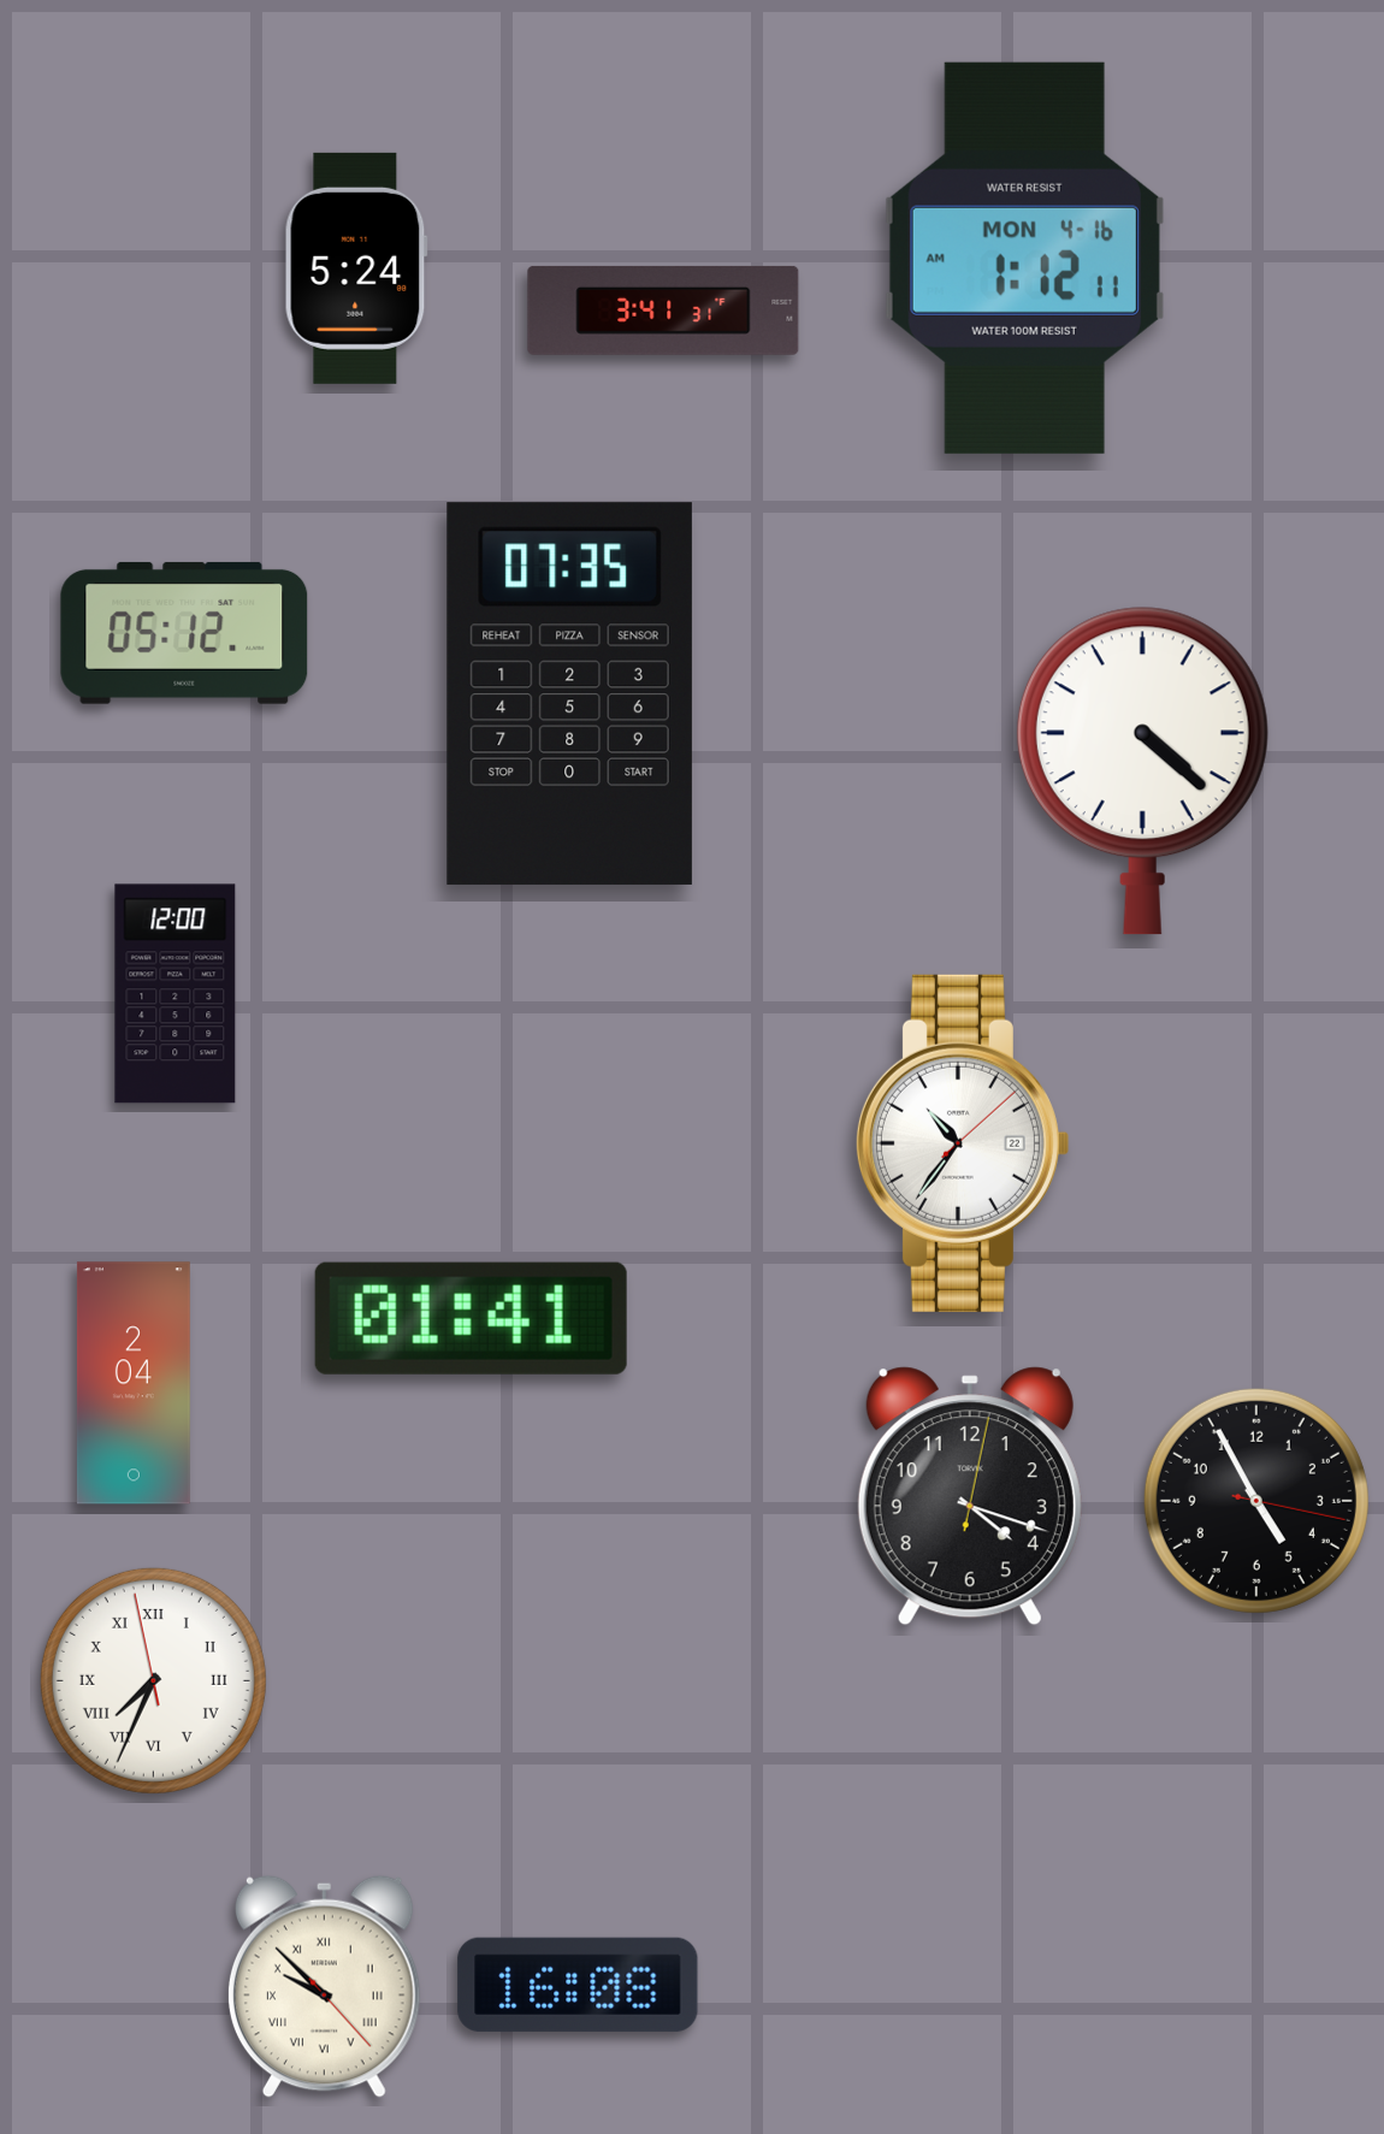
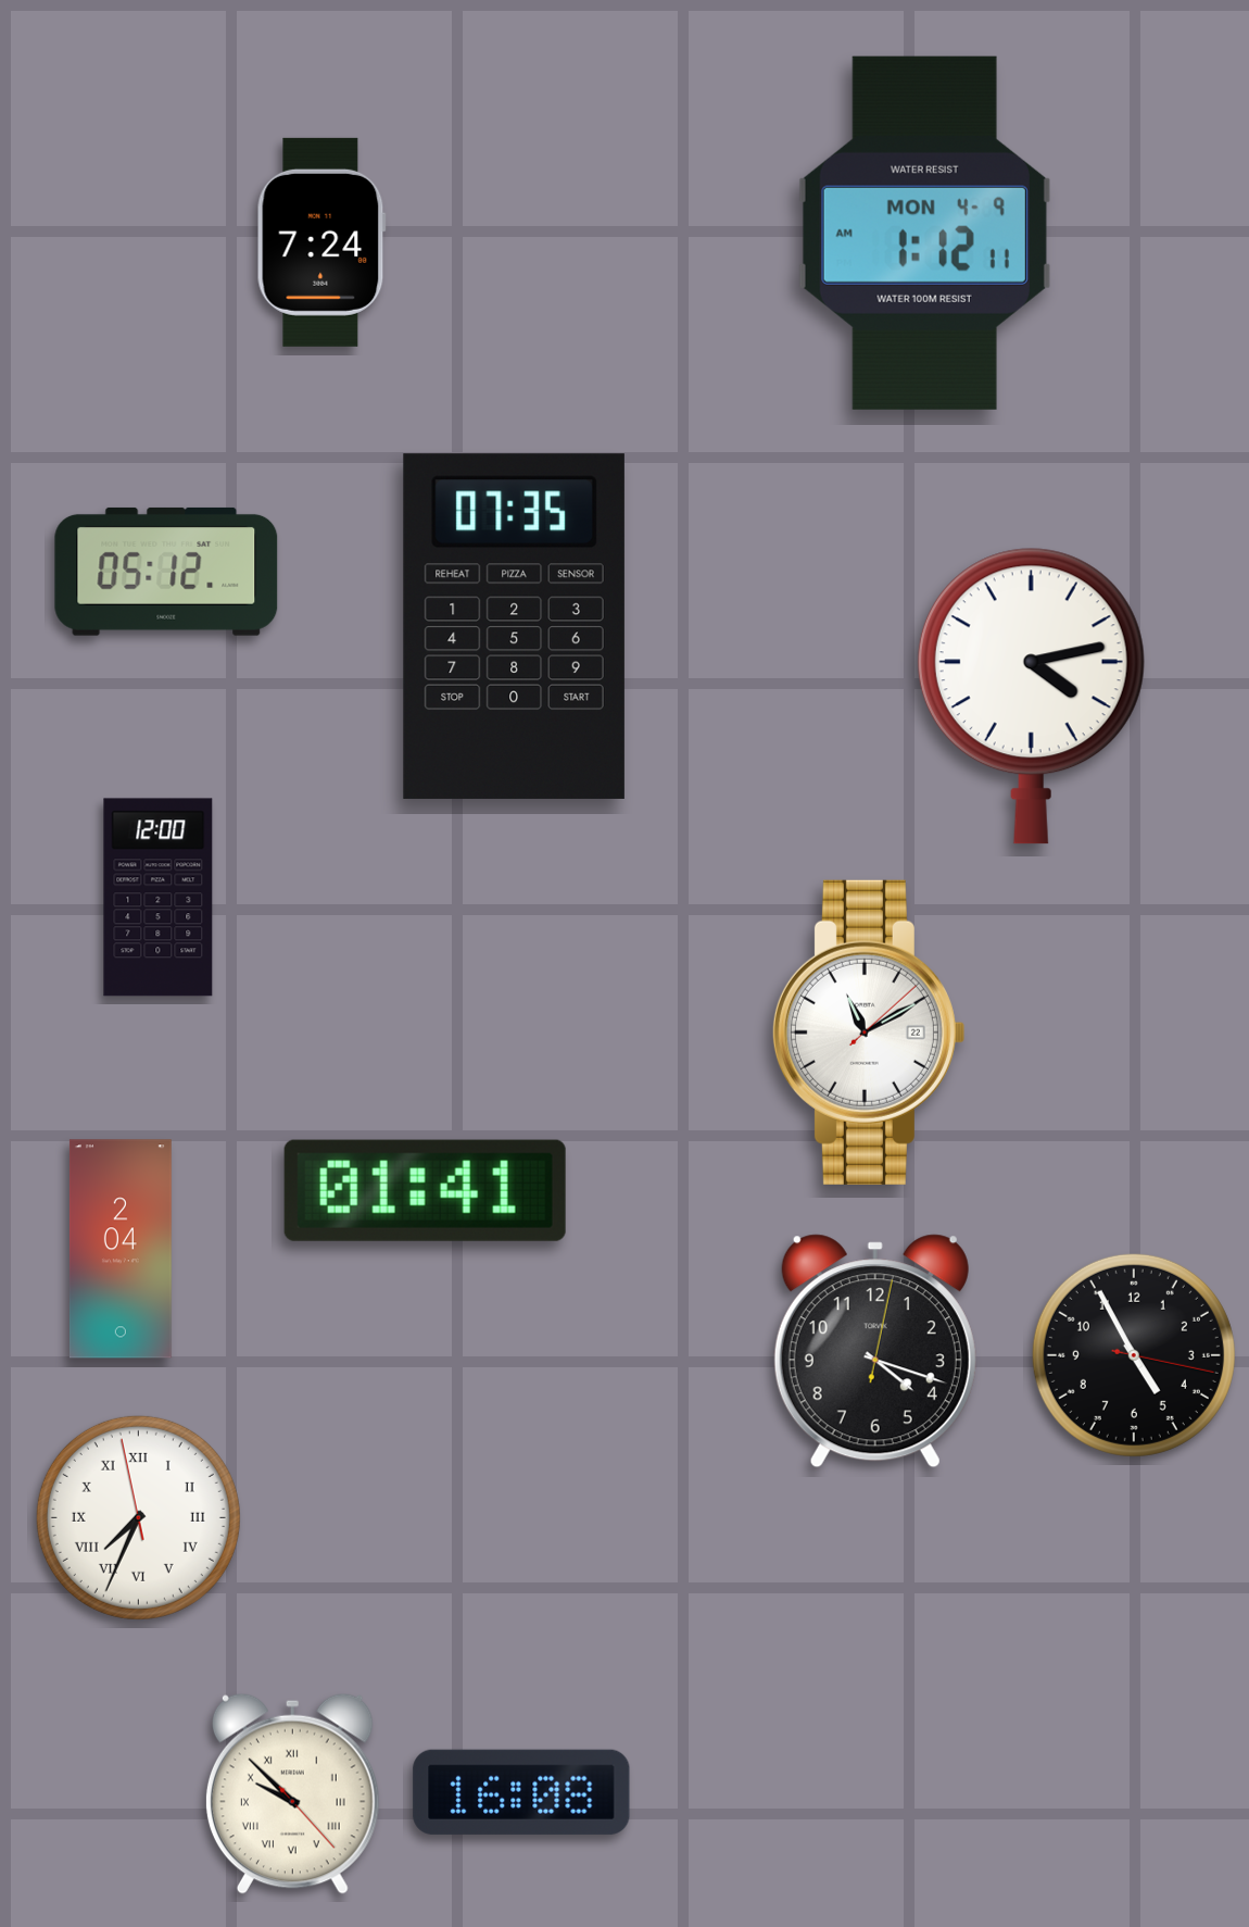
clock at (1024, 258) date: MON 4-16 -> MON 4-9
clock at (356, 268): 5:24 -> 7:24
clock at (663, 311): 3:41 -> none
clock at (1142, 770): 4:22 -> 4:13
clock at (962, 1143): 10:36 -> 11:10
